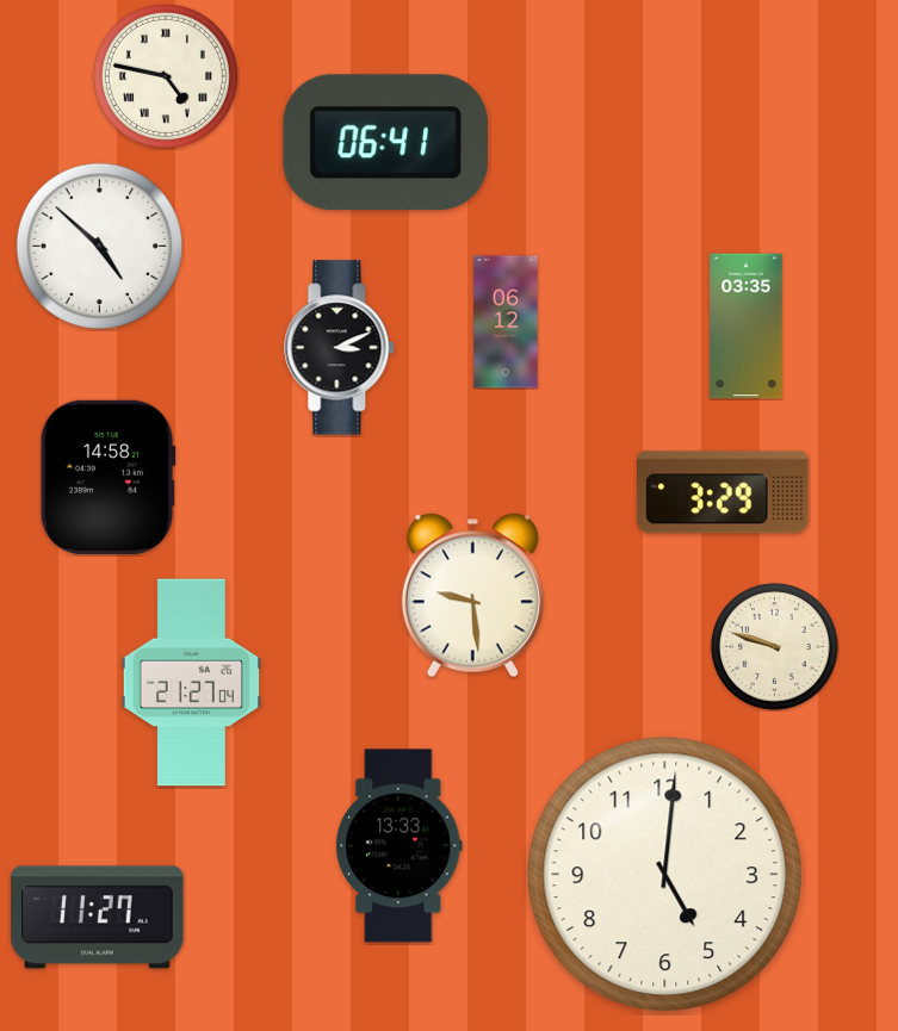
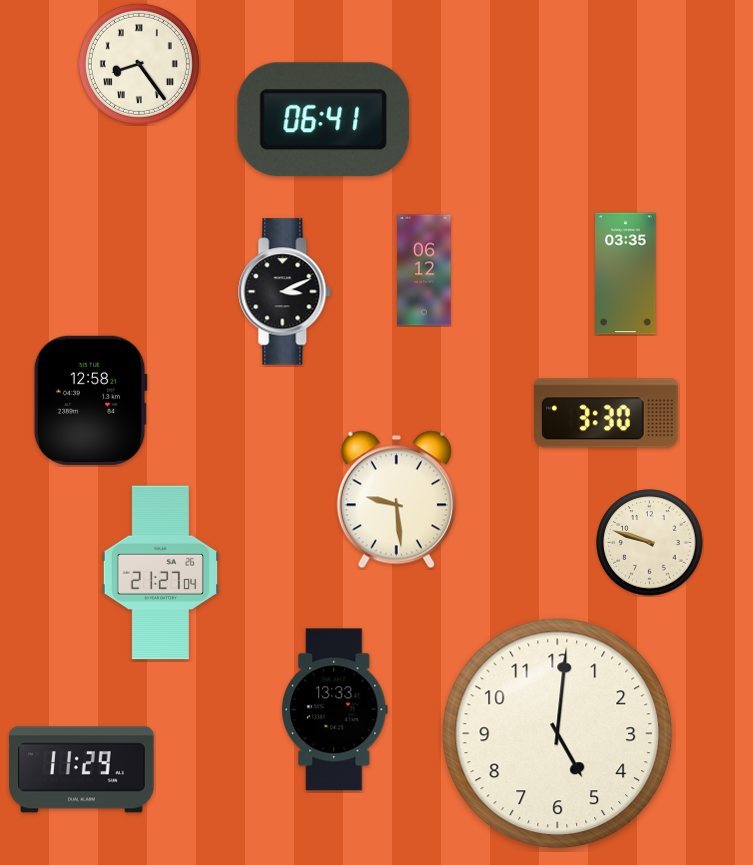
clock at (166, 76): 4:47 -> 8:24
clock at (100, 247): 4:52 -> none
clock at (107, 477): 14:58 -> 12:58
clock at (723, 492): 3:29 -> 3:30
clock at (98, 918): 11:27 -> 11:29
